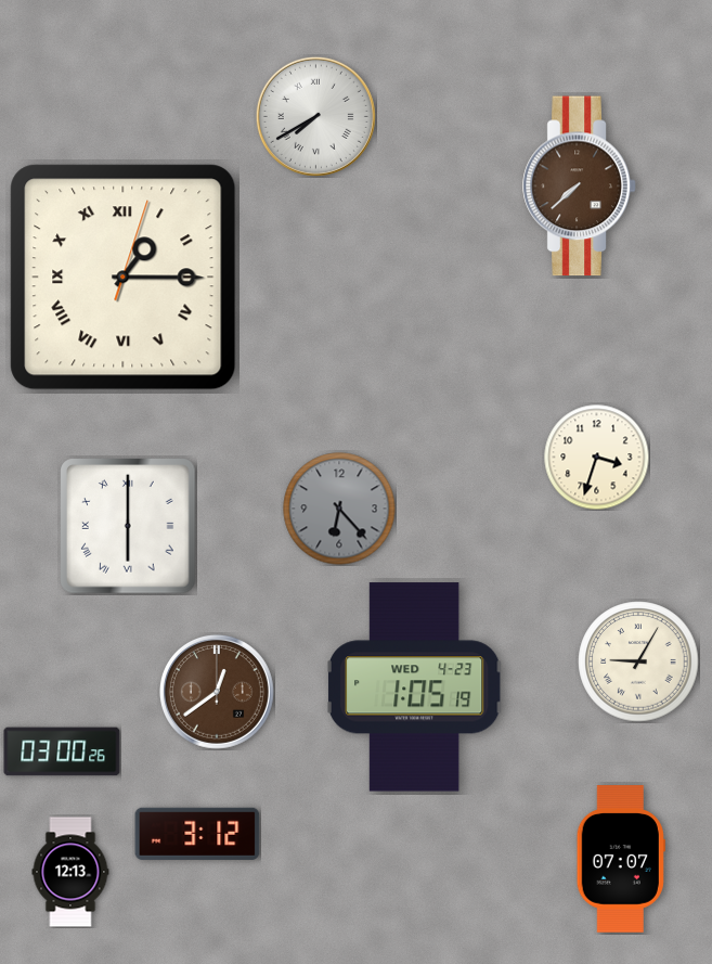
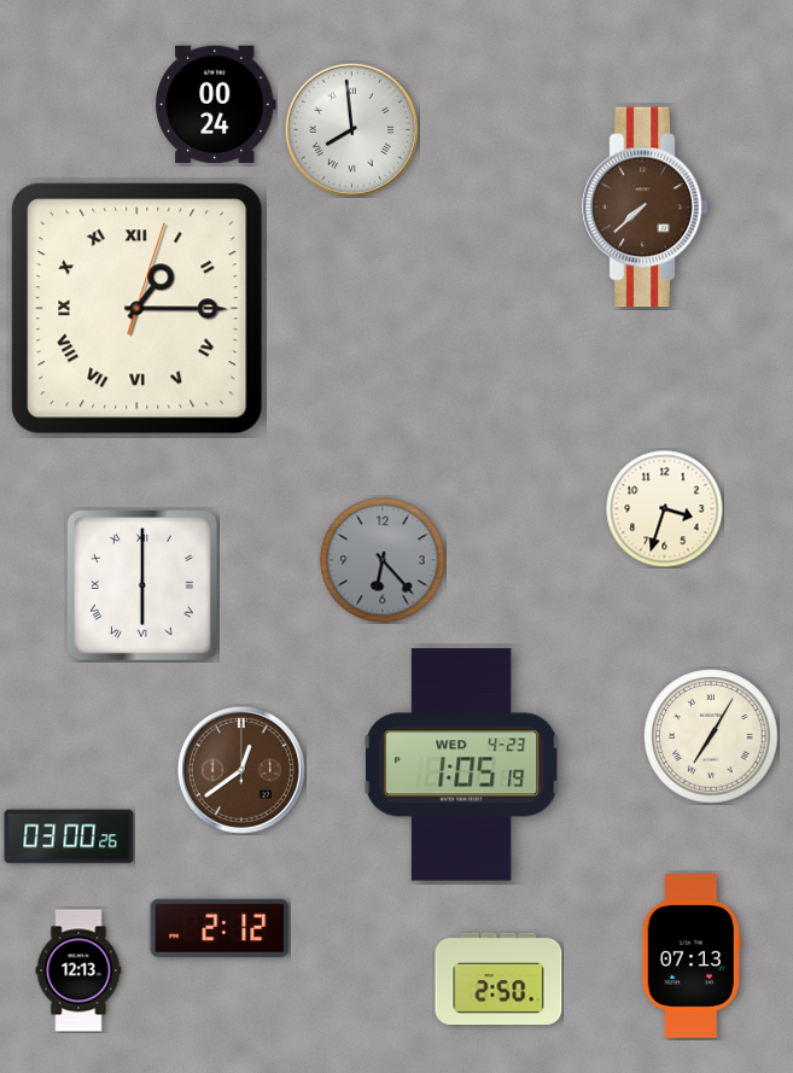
clock at (216, 104): none -> 00:24
clock at (315, 116): 7:40 -> 7:59
clock at (339, 509) position: (339, 509) -> (383, 560)
clock at (638, 661): 9:05 -> 7:05
clock at (197, 834): 3:12 -> 2:12
clock at (621, 859): 07:07 -> 07:13
clock at (498, 979): none -> 2:50
